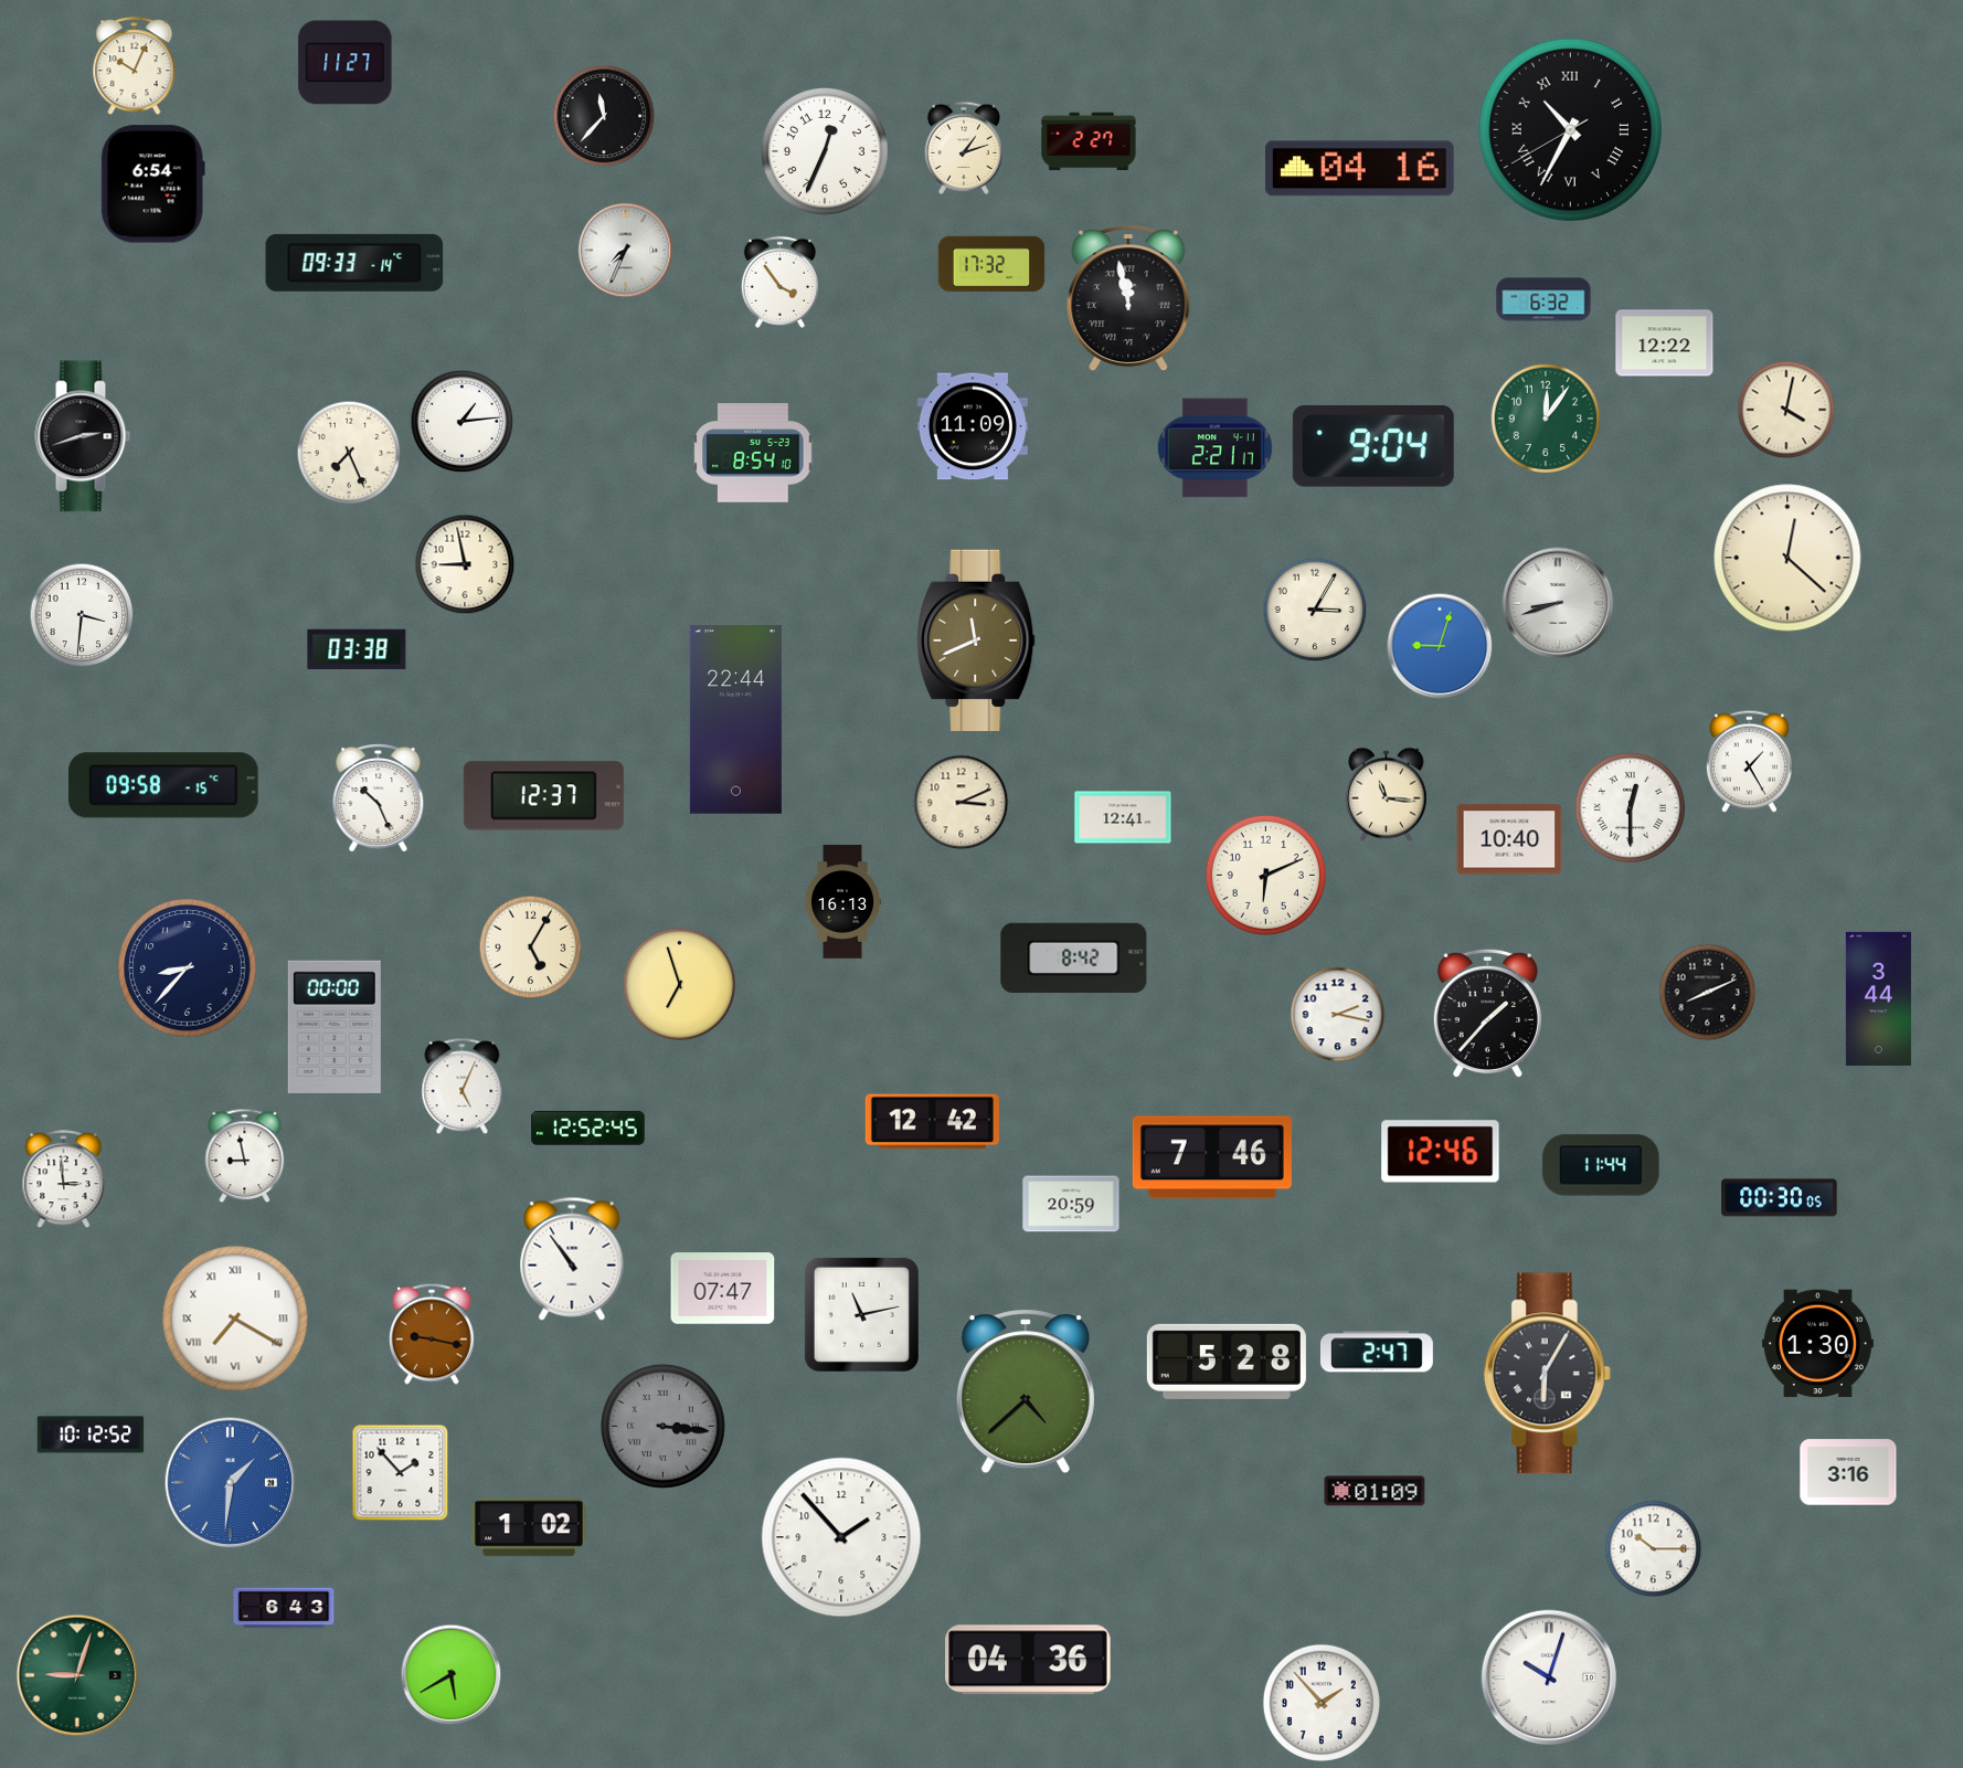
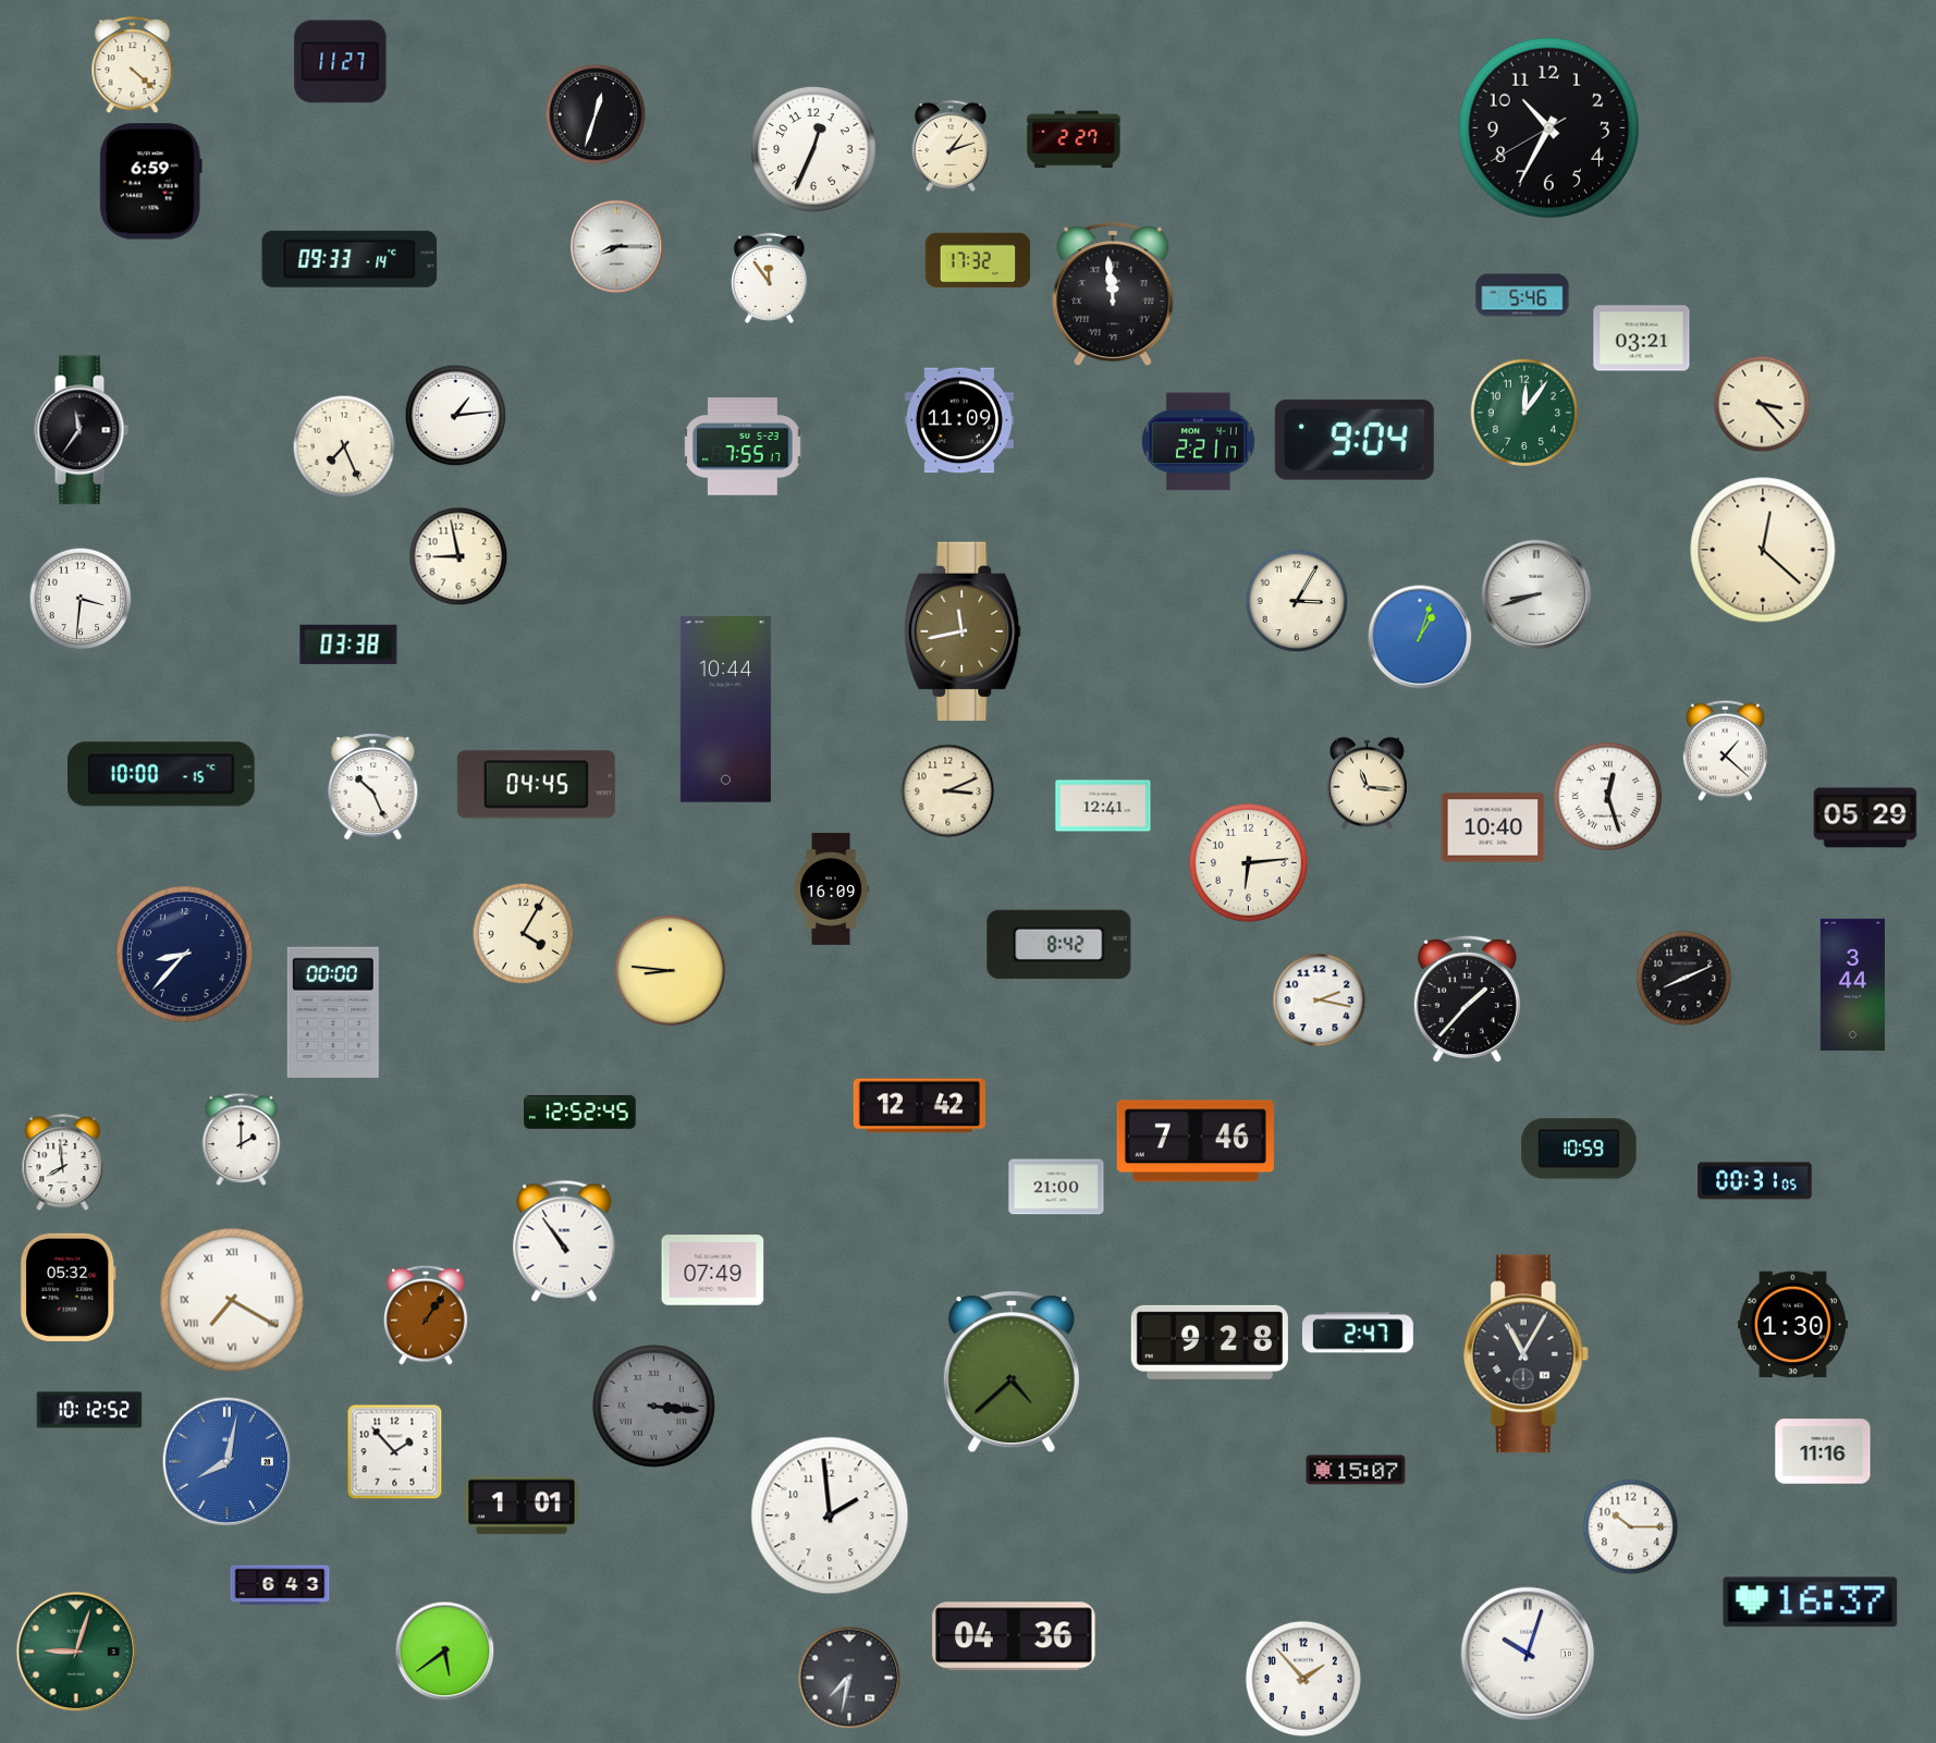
clock at (135, 66): 10:04 -> 4:22
clock at (604, 116): 11:37 -> 12:33
clock at (1571, 130) numerals: Roman -> Arabic
clock at (1359, 169): 04:16 -> none
clock at (152, 184): 6:54 -> 6:59
clock at (626, 251): 7:34 -> 8:15
clock at (779, 282): 3:54 -> 11:54
clock at (1128, 299): 11:58 -> 11:59
clock at (1543, 299): 6:32 -> 5:46
clock at (1665, 343): 12:22 -> 03:21
clock at (1786, 410): 4:02 -> 3:23
clock at (83, 436): 2:42 -> 11:36
clock at (753, 453): 8:54 -> 7:55
clock at (82, 615) position: (82, 615) -> (81, 599)
clock at (976, 640): 11:41 -> 11:43
clock at (1440, 646): 9:03 -> 1:03
clock at (357, 649) position: (357, 649) -> (348, 645)
clock at (735, 720): 22:44 -> 10:44
clock at (1749, 761): 1:25 -> 1:22
clock at (163, 785): 09:58 -> 10:00
clock at (543, 796): 12:37 -> 04:45
clock at (1631, 808): 12:30 -> 12:27
clock at (1123, 817) position: (1123, 817) -> (1103, 806)
clock at (1865, 818): none -> 05:29
clock at (1509, 839) position: (1509, 839) -> (1493, 827)
clock at (1265, 875): 6:11 -> 6:14
clock at (842, 902): 16:13 -> 16:09
clock at (531, 947): 5:05 -> 4:05
clock at (679, 984): 6:57 -> 8:46
clock at (335, 1027) position: (335, 1027) -> (333, 1012)
clock at (463, 1087): 5:04 -> none
clock at (1441, 1152): 12:46 -> none
clock at (245, 1156): 8:58 -> 2:00
clock at (1601, 1165): 11:44 -> 10:59
clock at (64, 1179): 2:59 -> 7:59
clock at (1780, 1198): 00:30 -> 00:31
clock at (1071, 1204): 20:59 -> 21:00
clock at (723, 1289): 07:47 -> 07:49
clock at (68, 1287): none -> 05:32
clock at (861, 1314): 11:13 -> none
clock at (433, 1334): 9:17 -> 1:06
clock at (1227, 1362): 5:28 -> 9:28
clock at (1547, 1374): 6:05 -> 11:05
clock at (91, 1434) position: (91, 1434) -> (89, 1410)
clock at (1848, 1472): 3:16 -> 11:16
clock at (231, 1483): 1:31 -> 8:02
clock at (1375, 1491): 01:09 -> 15:07
clock at (529, 1527): 1:02 -> 1:01
clock at (841, 1537): 1:53 -> 1:59
clock at (1811, 1603): none -> 16:37
clock at (452, 1675): 5:40 -> 5:39
clock at (849, 1678): none -> 7:32
